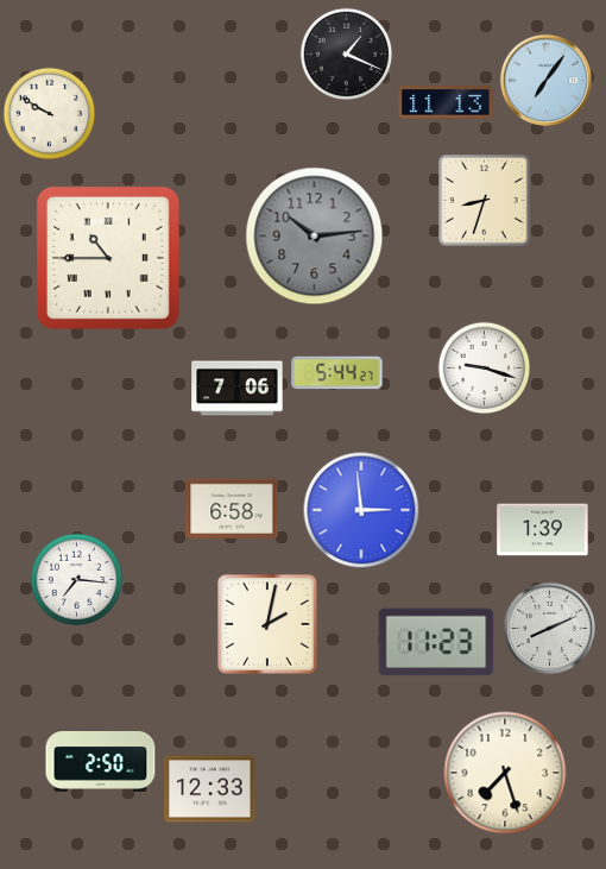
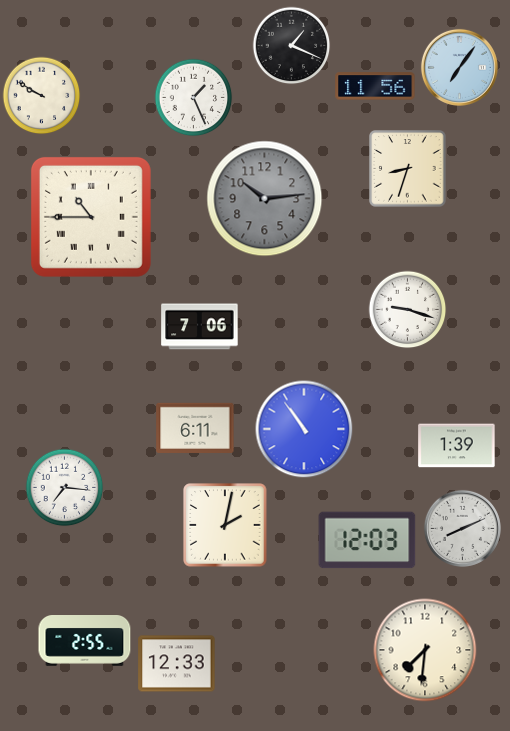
clock at (446, 102): 11:13 -> 11:56
clock at (193, 97): none -> 1:26
clock at (337, 373): 5:44 -> none
clock at (232, 509): 6:58 -> 6:11
clock at (361, 510): 2:59 -> 10:54
clock at (436, 642): 11:23 -> 12:03
clock at (101, 762): 2:50 -> 2:55
clock at (505, 773): 7:27 -> 7:31
